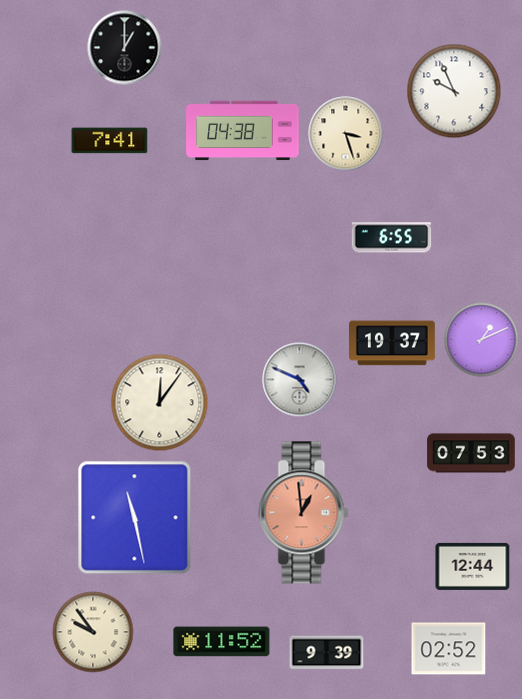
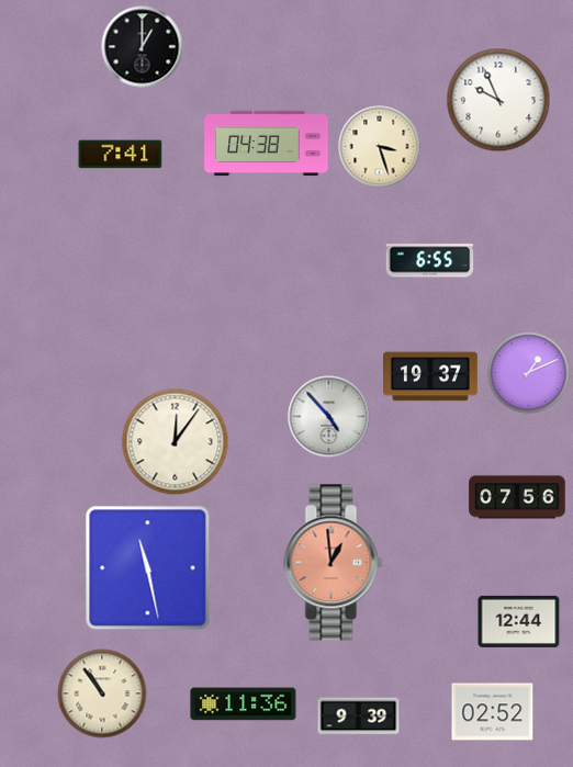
clock at (125, 48) position: (125, 48) -> (143, 47)
clock at (300, 380): 4:49 -> 4:53
clock at (471, 453): 07:53 -> 07:56
clock at (93, 632): 9:54 -> 10:54
clock at (222, 642): 11:52 -> 11:36
